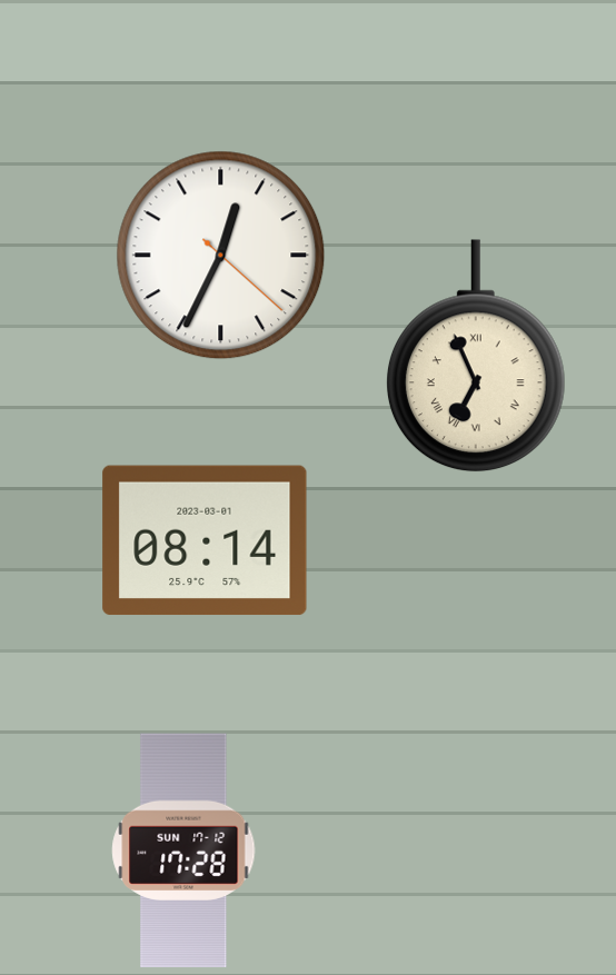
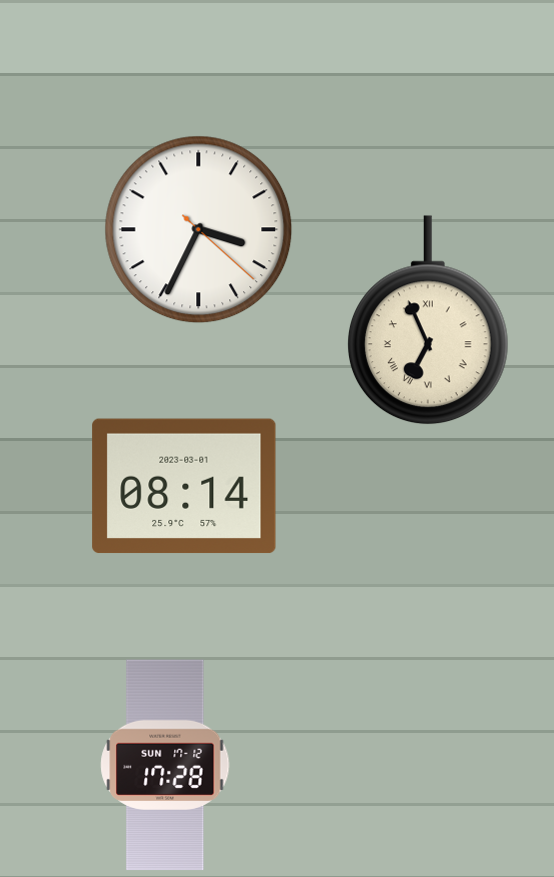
clock at (221, 256): 12:34 -> 3:34
